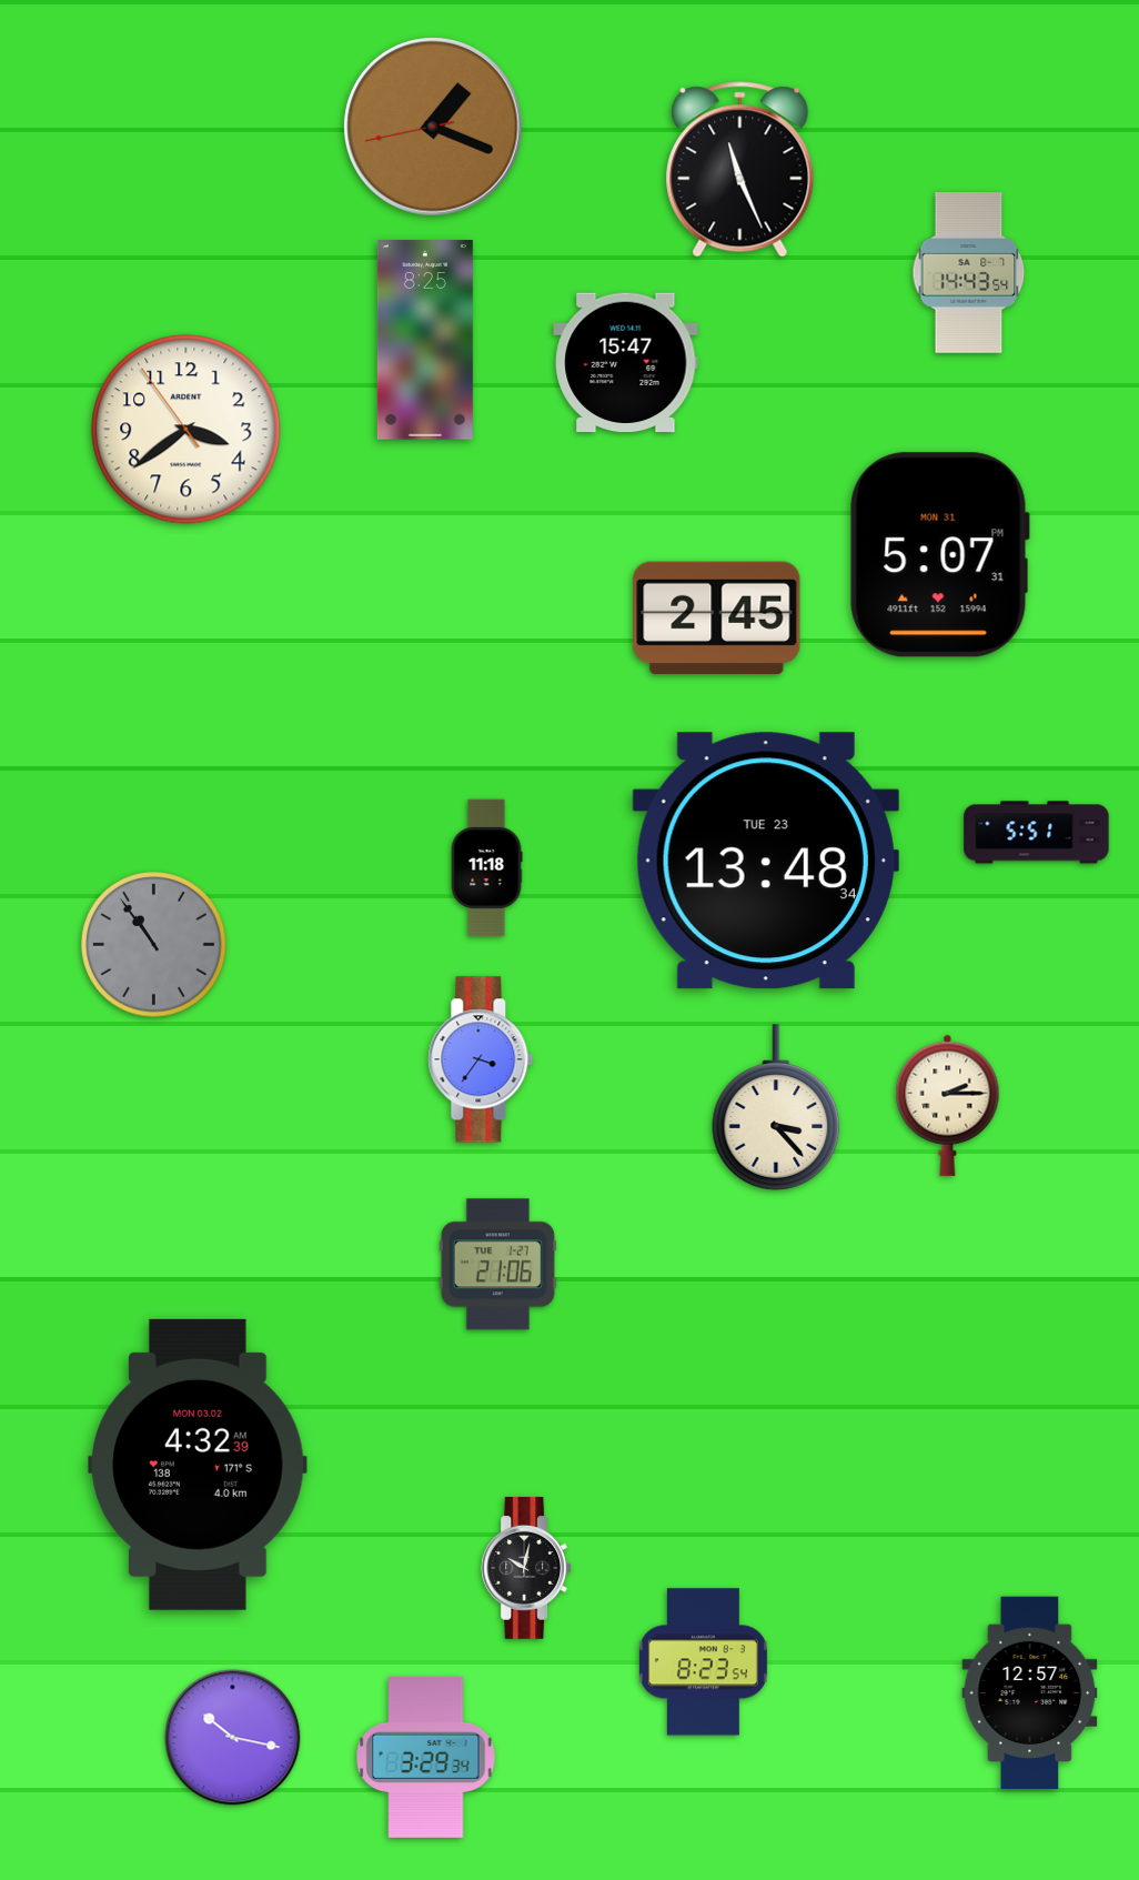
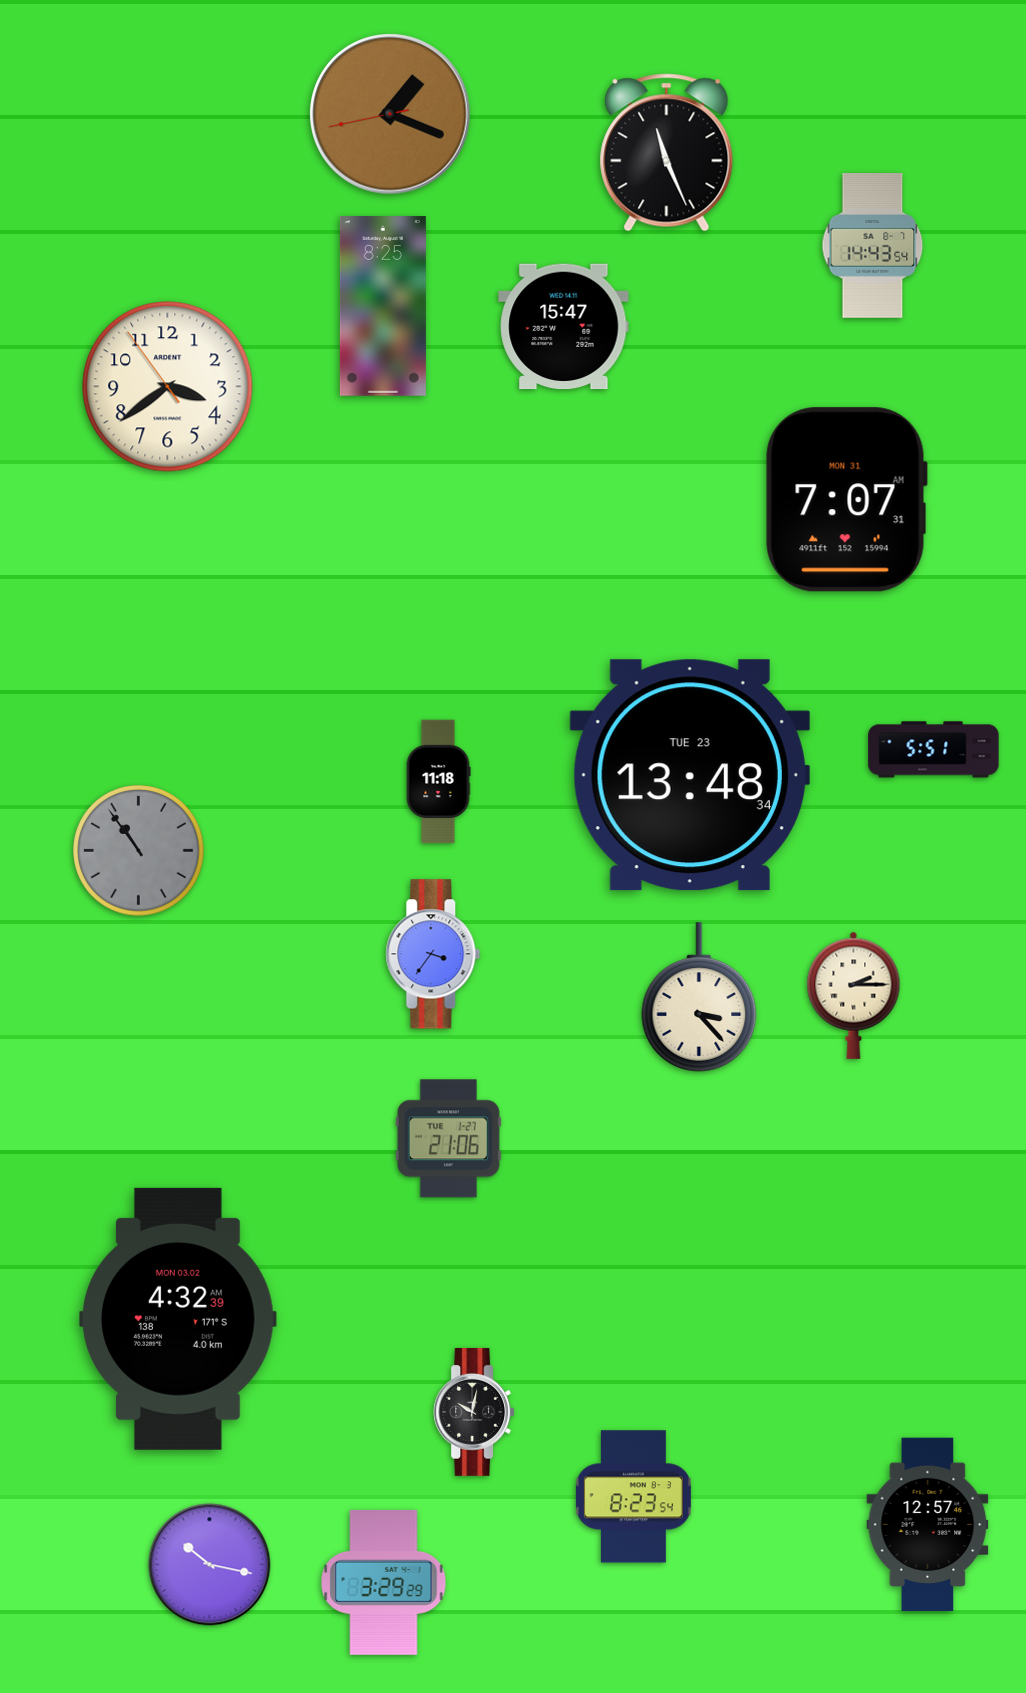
clock at (939, 555): 5:07 -> 7:07
clock at (717, 619): 2:45 -> none
clock at (426, 1757): 3:29:34 -> 3:29:29
